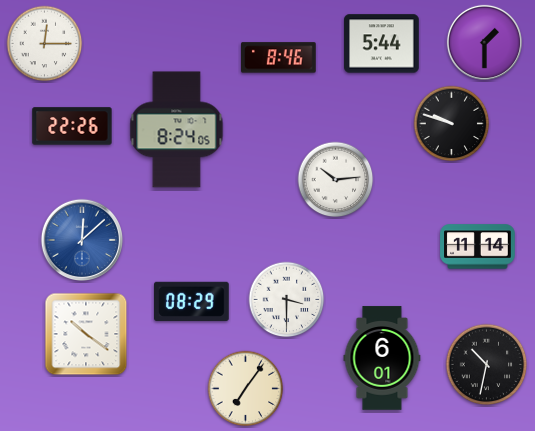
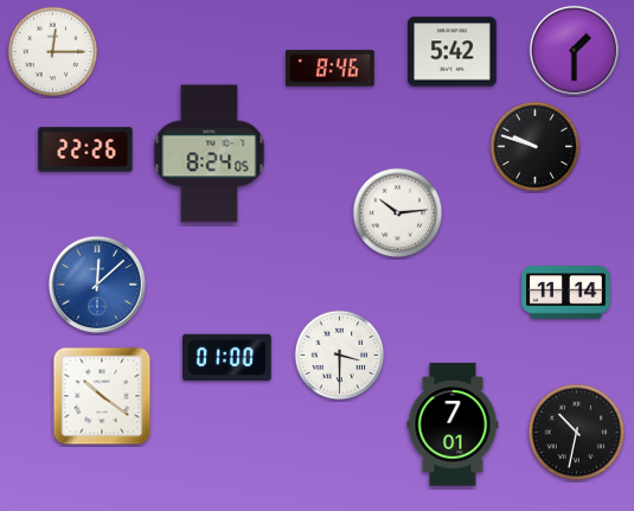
clock at (382, 44): 5:44 -> 5:42
clock at (192, 301): 08:29 -> 01:00
clock at (382, 358): 6:01 -> 7:01
clock at (246, 389): 7:06 -> none
